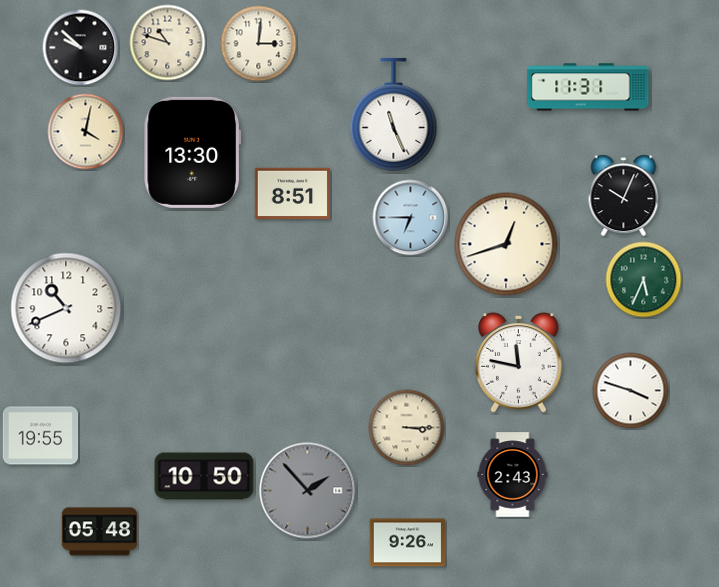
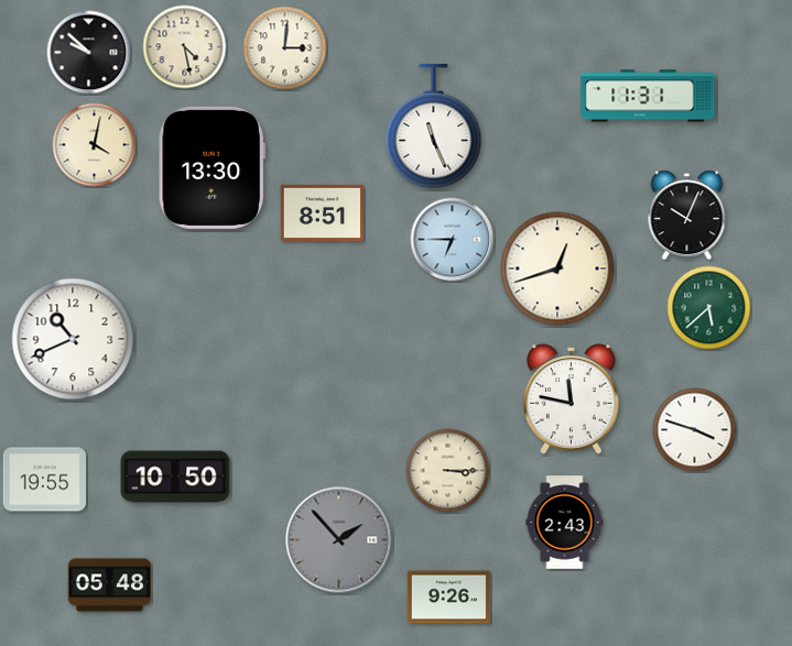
clock at (168, 43): 10:48 -> 4:28
clock at (644, 280): 5:34 -> 5:38
clock at (204, 476) position: (204, 476) -> (175, 477)
